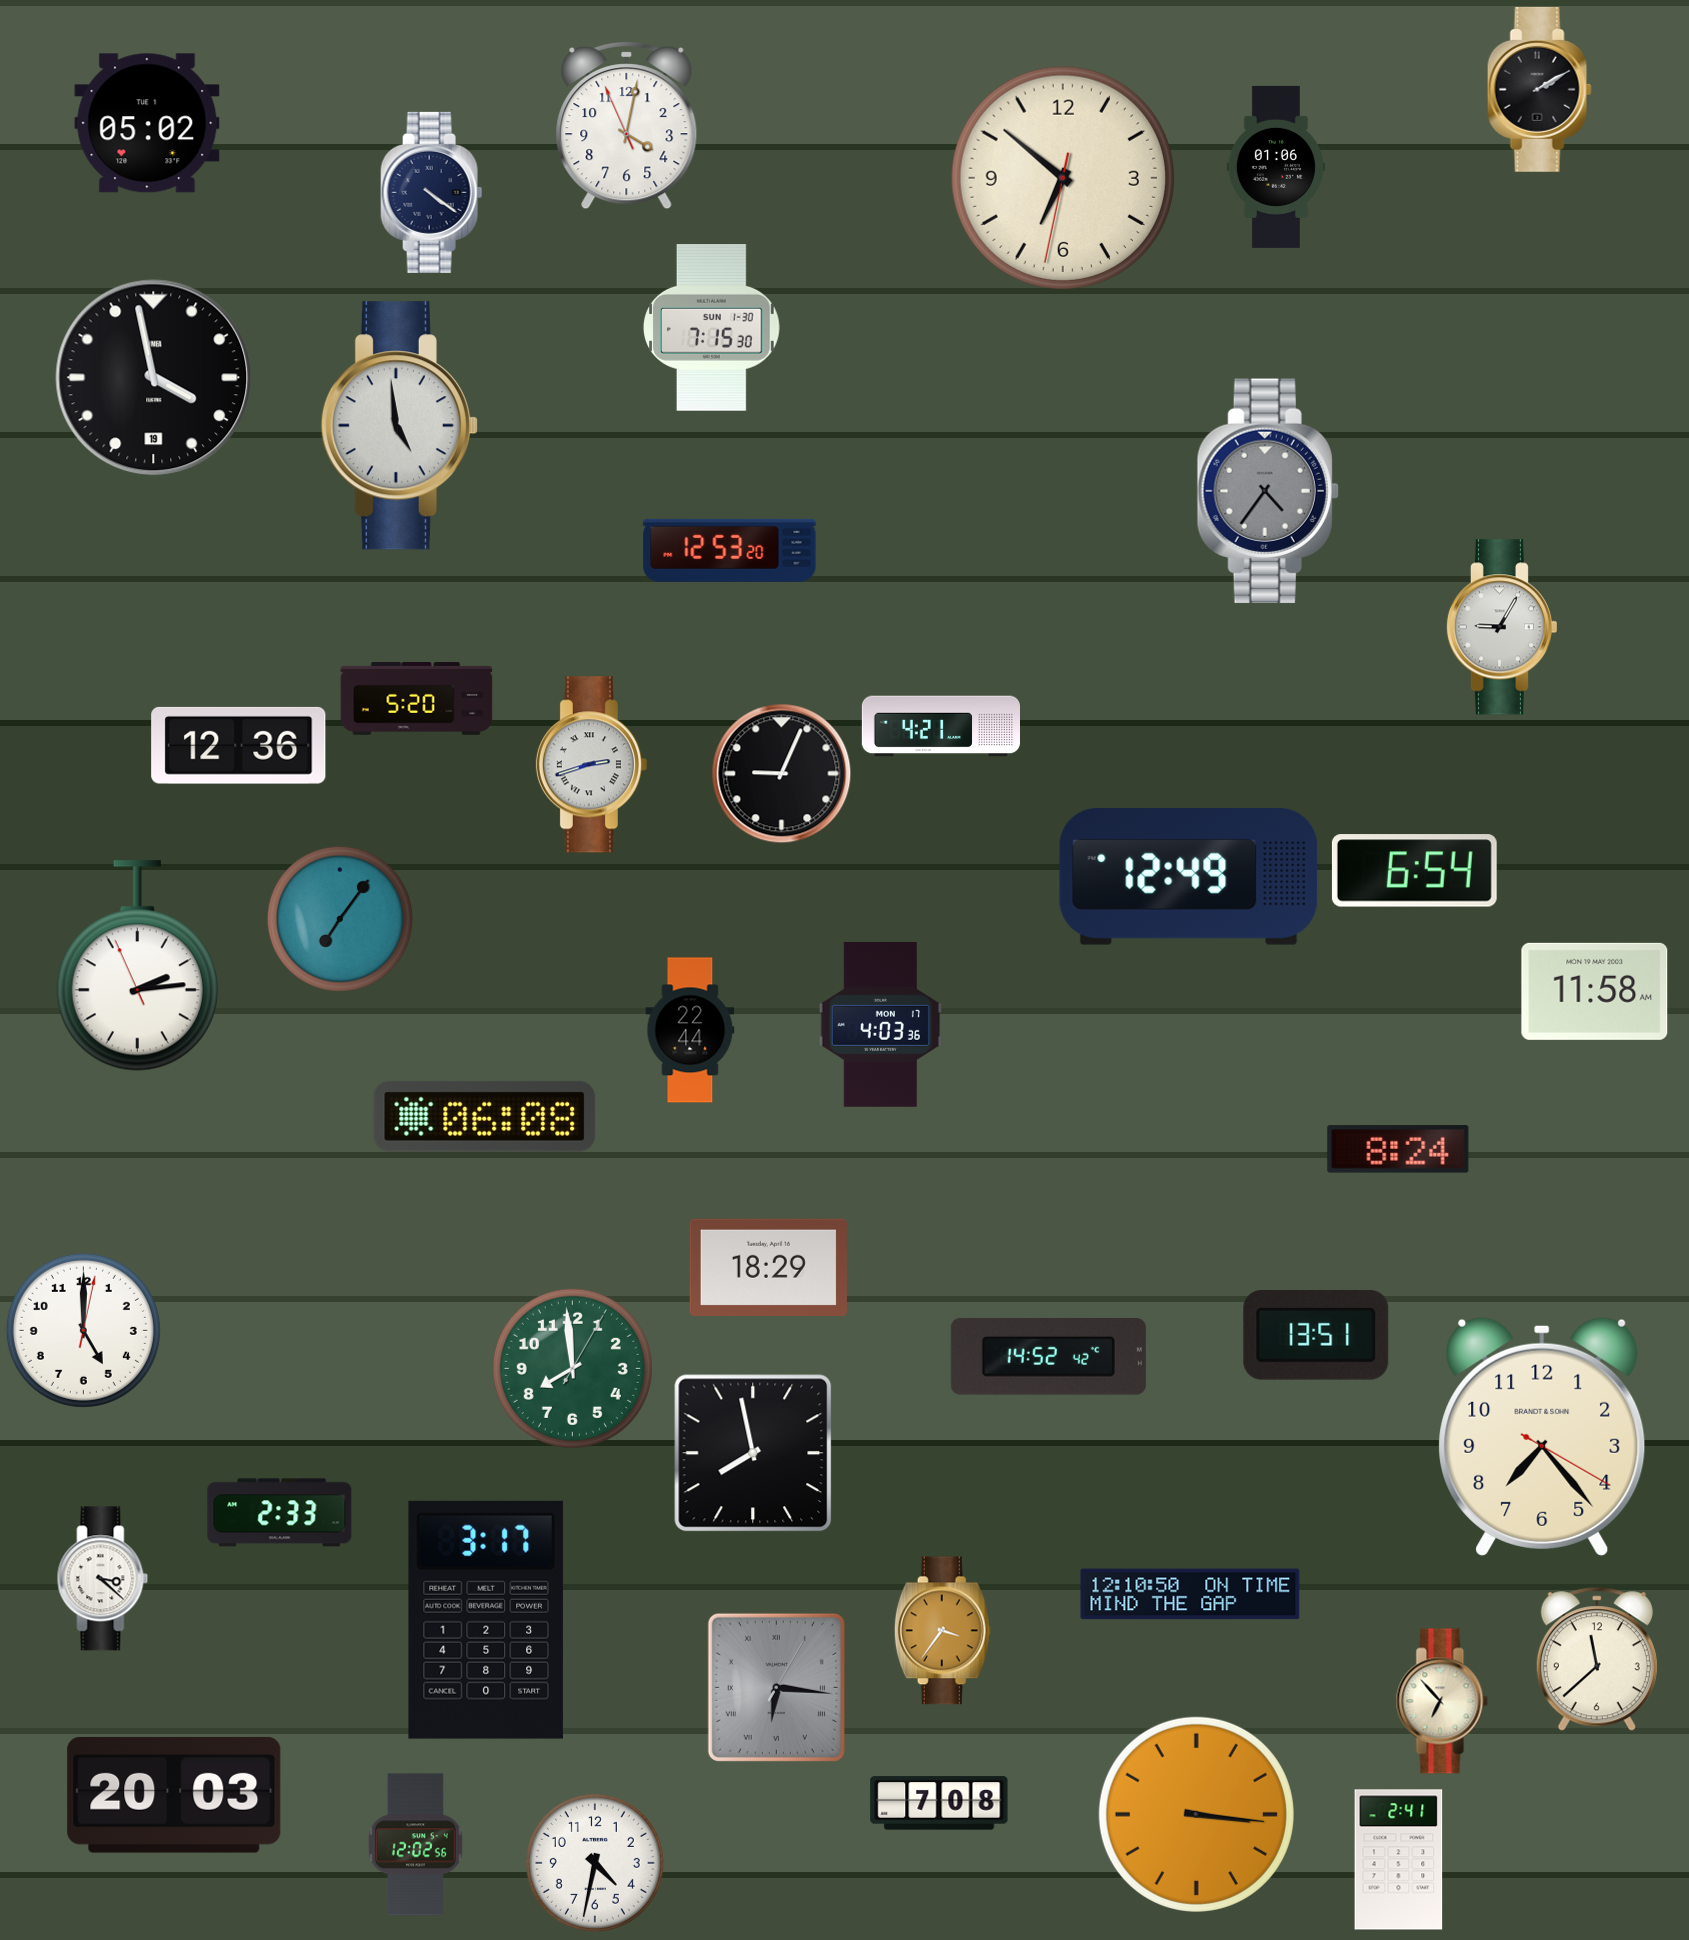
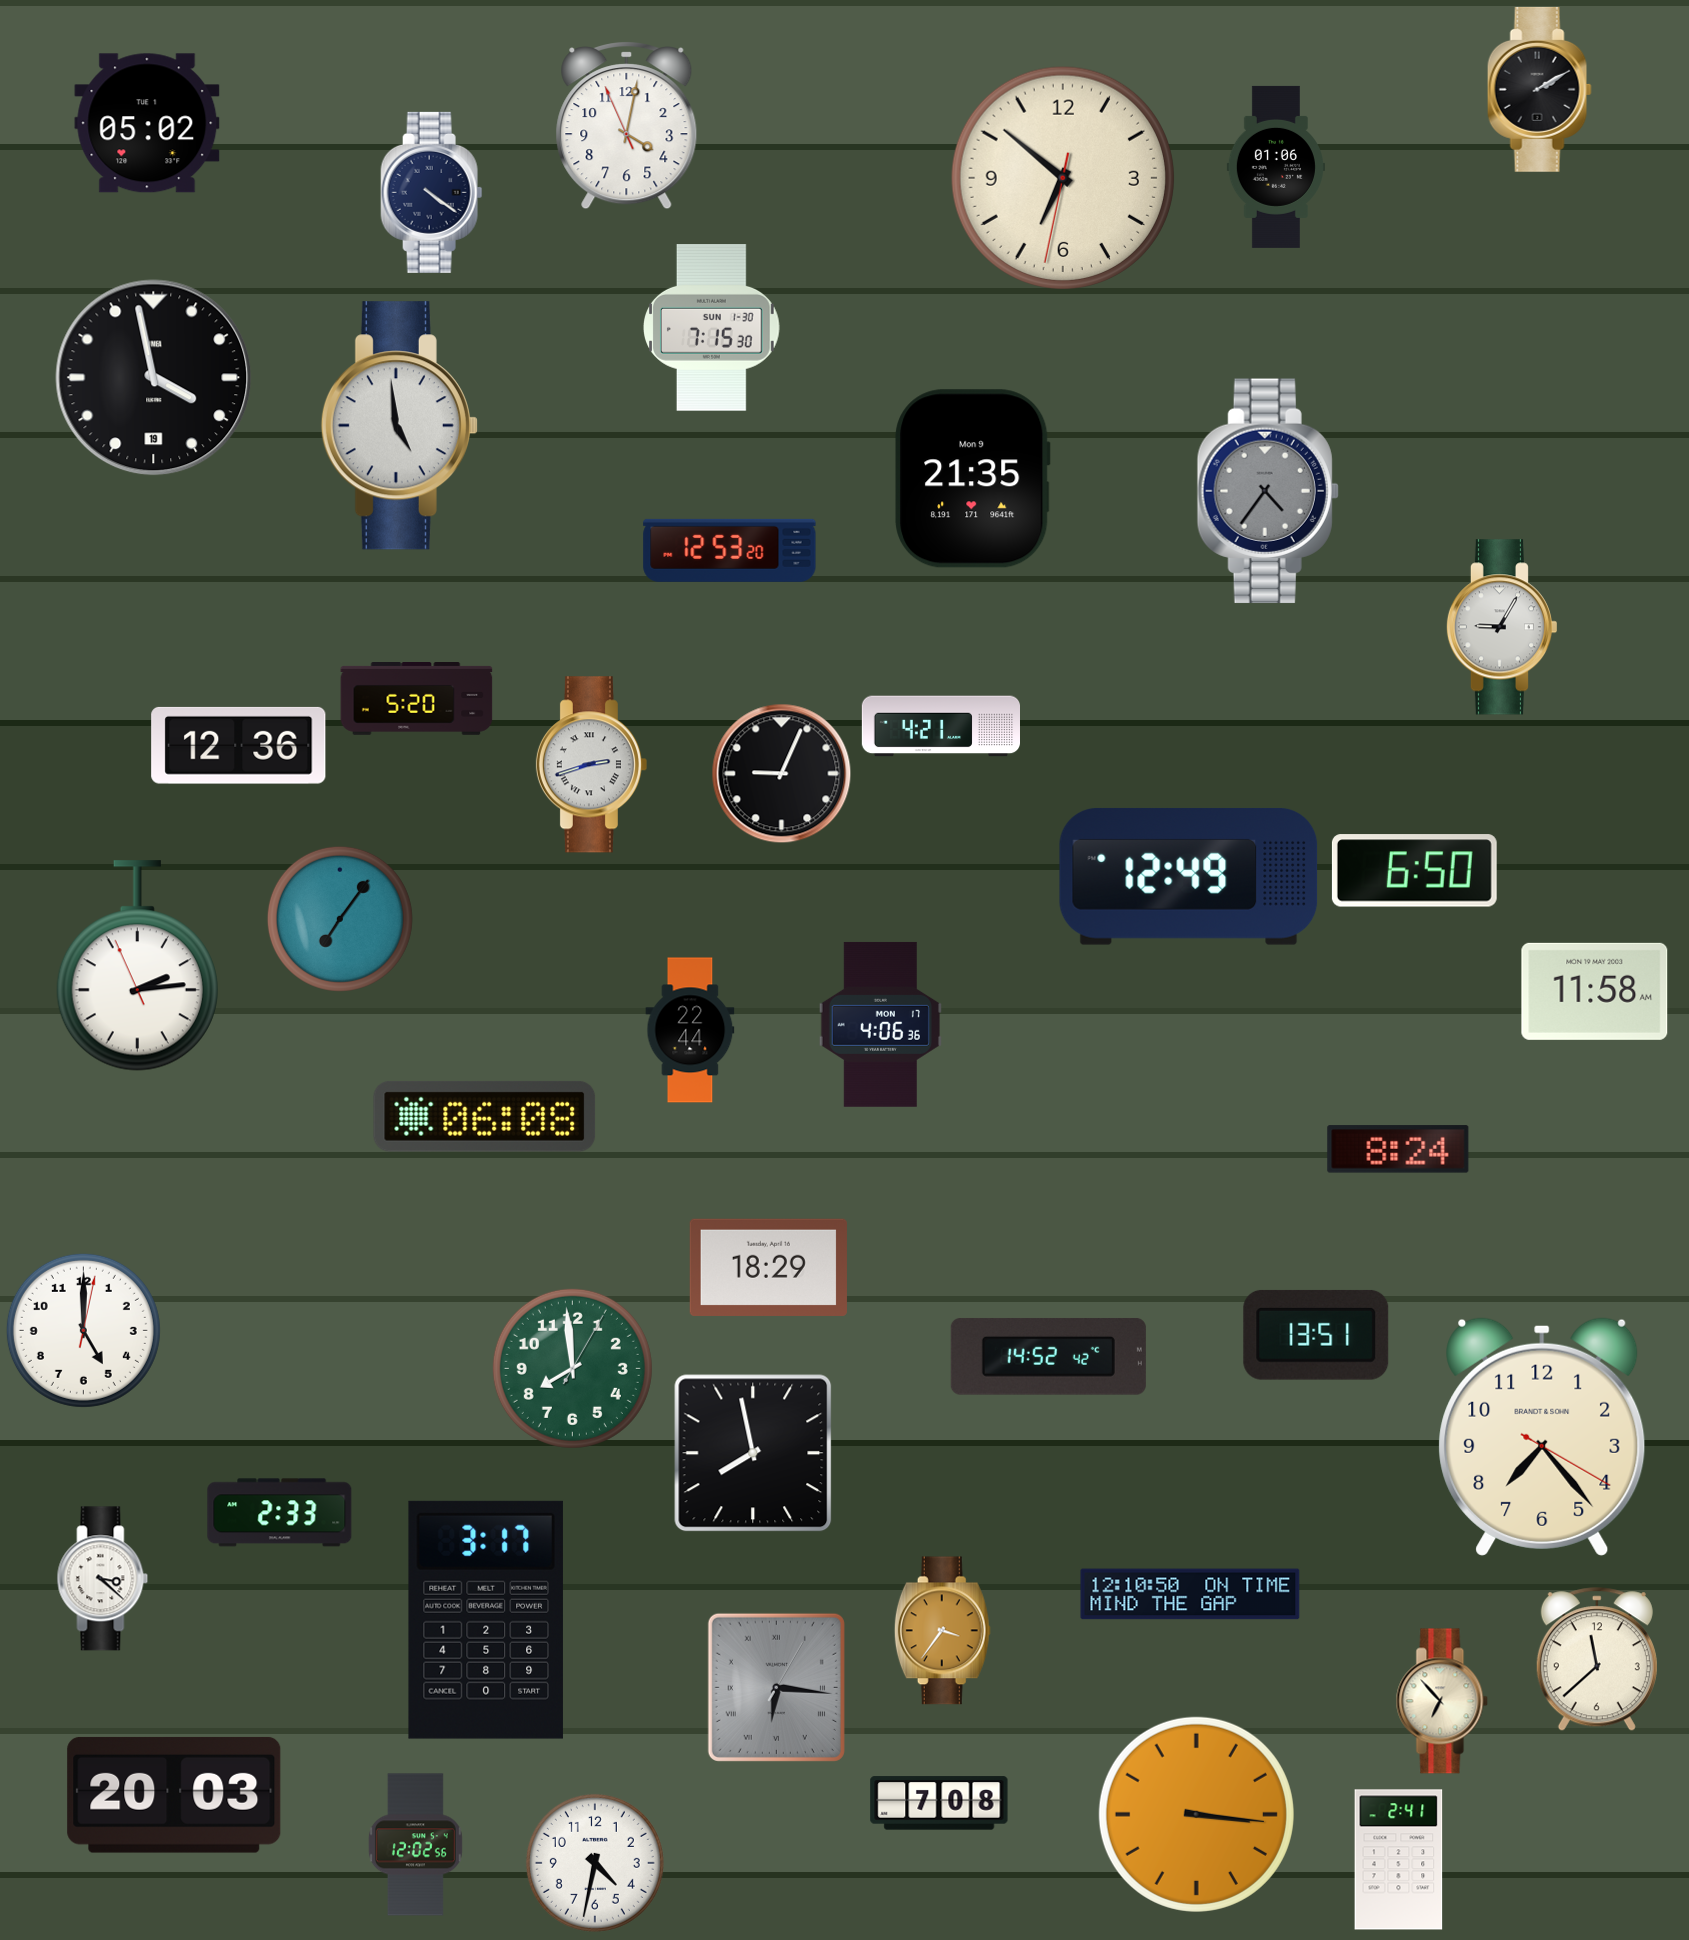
clock at (973, 479): none -> 21:35
clock at (1414, 871): 6:54 -> 6:50
clock at (880, 1024): 4:03 -> 4:06
